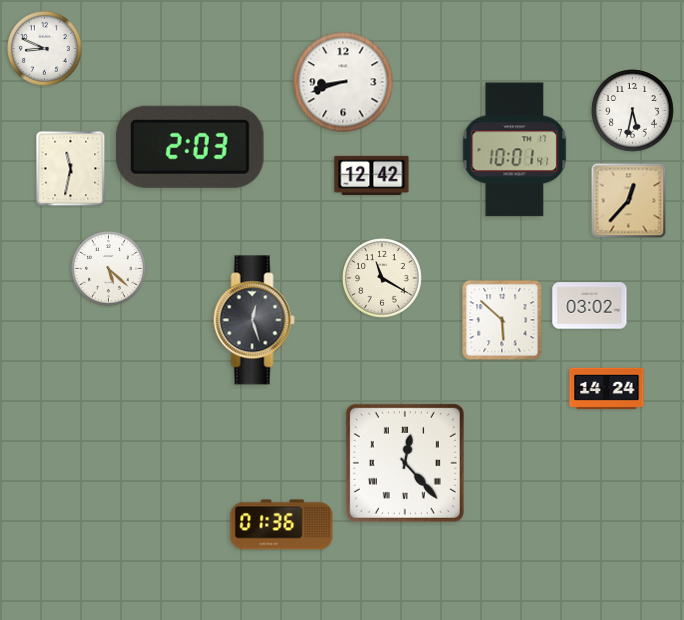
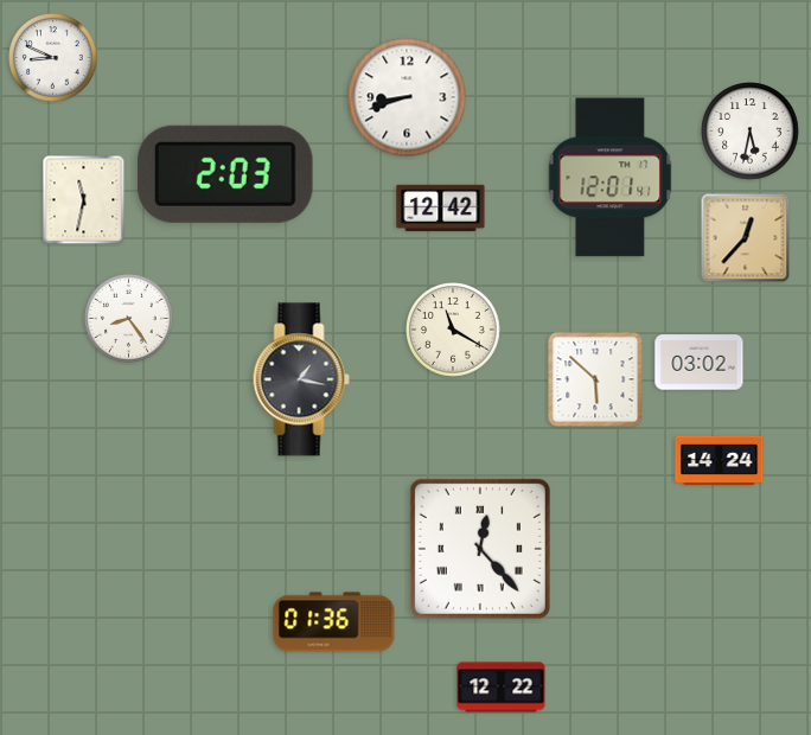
clock at (515, 150): 10:01 -> 12:01
clock at (109, 269): 5:22 -> 8:24
clock at (254, 320): 12:27 -> 1:17
clock at (502, 688): none -> 12:22
